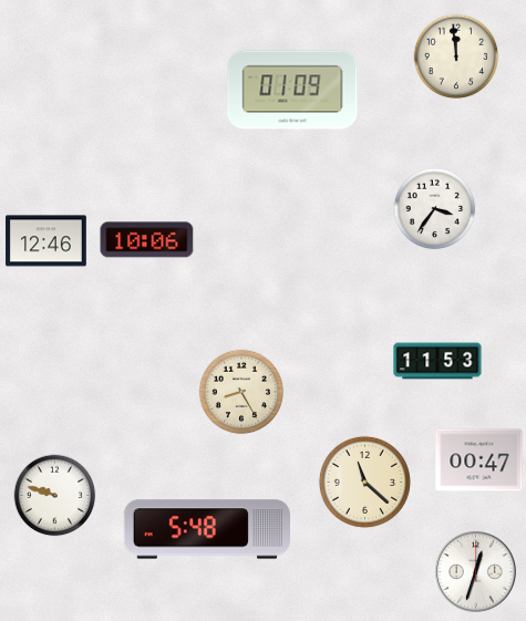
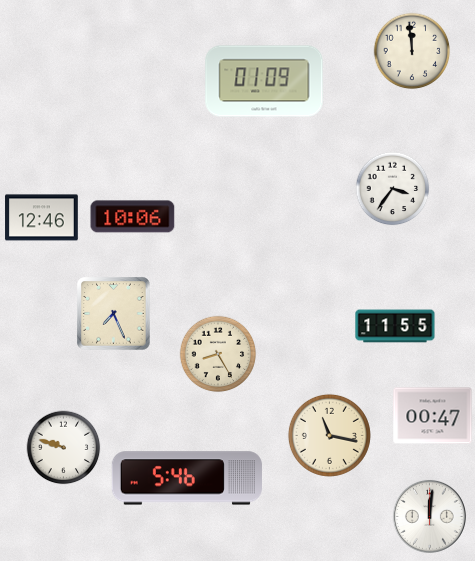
clock at (114, 314): none -> 7:26
clock at (437, 361): 11:53 -> 11:55
clock at (364, 482): 11:22 -> 11:17
clock at (55, 496) position: (55, 496) -> (64, 448)
clock at (207, 529): 5:48 -> 5:46
clock at (475, 571): 12:33 -> 12:01
